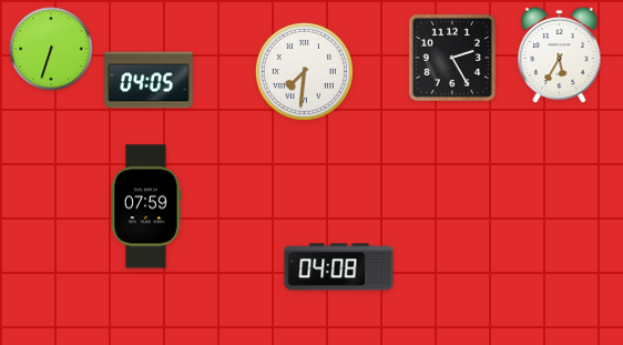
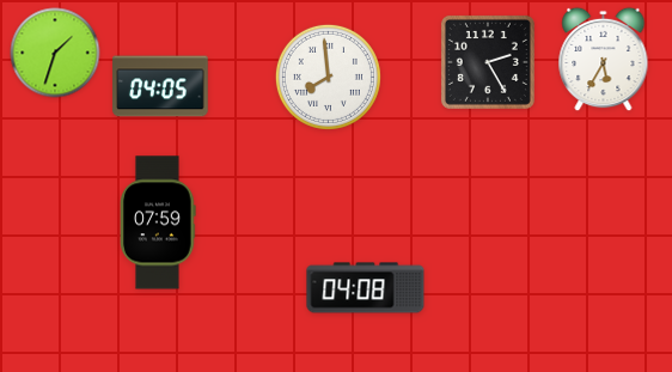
clock at (51, 49): 6:33 -> 1:33
clock at (304, 71): 7:31 -> 7:59
